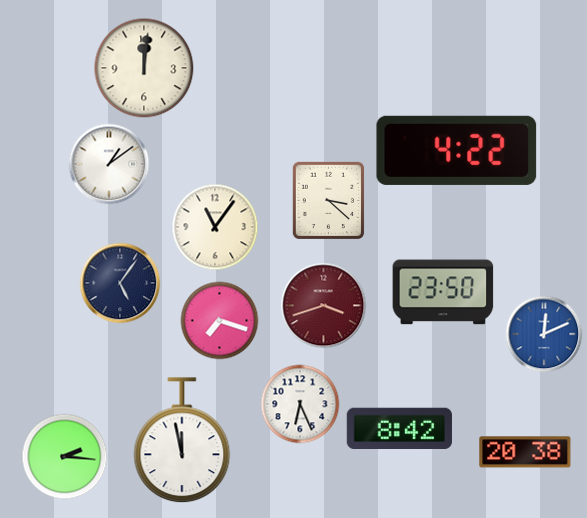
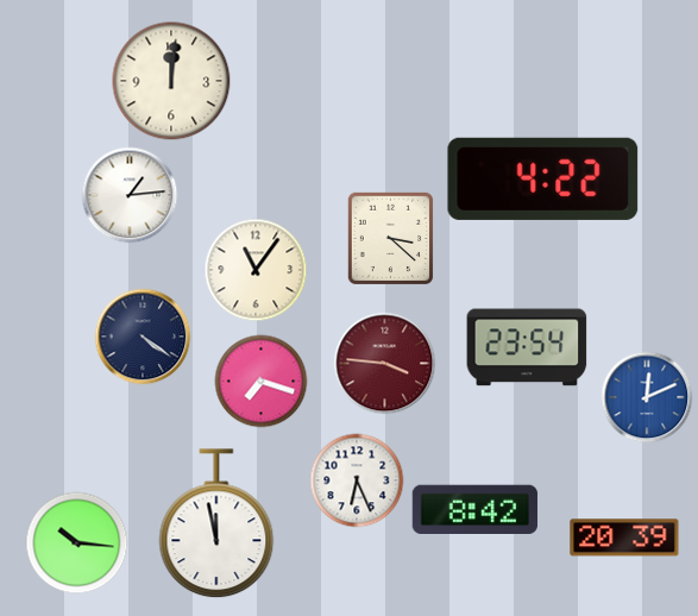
clock at (109, 164): 1:09 -> 1:14
clock at (120, 283): 5:06 -> 4:21
clock at (443, 292): 23:50 -> 23:54
clock at (324, 306): 3:42 -> 3:46
clock at (525, 452): 20:38 -> 20:39
clock at (65, 457): 2:16 -> 10:16
